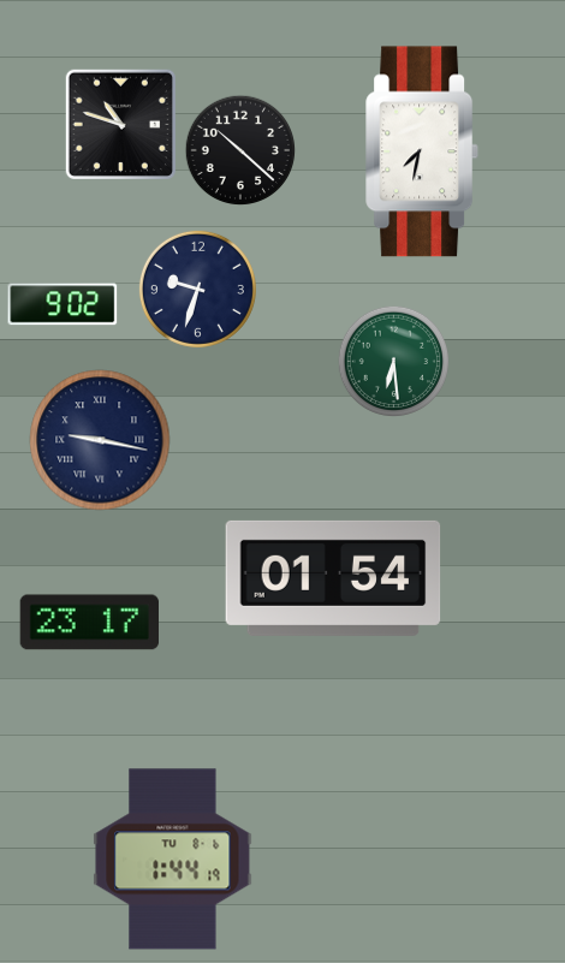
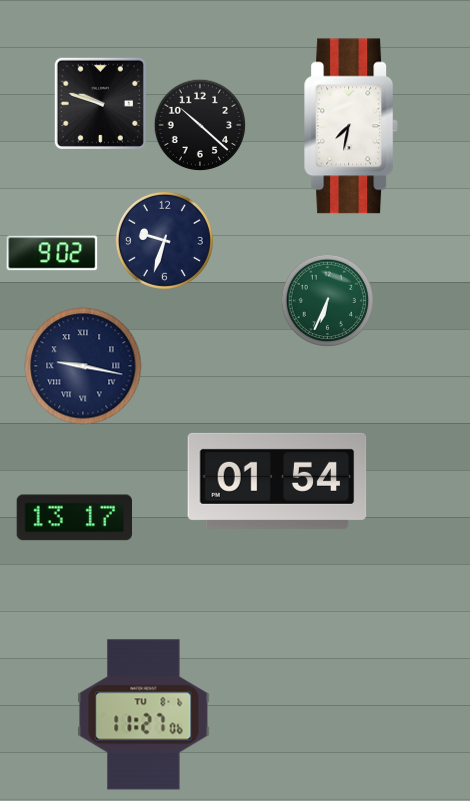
clock at (120, 124): 10:48 -> 9:48
clock at (393, 361): 6:29 -> 6:34
clock at (89, 623): 23:17 -> 13:17
clock at (173, 860): 1:44 -> 11:27
